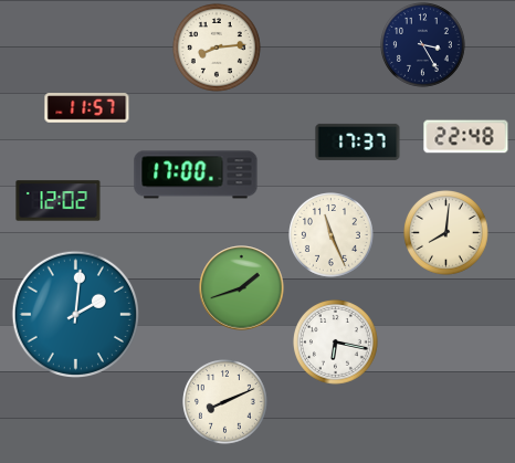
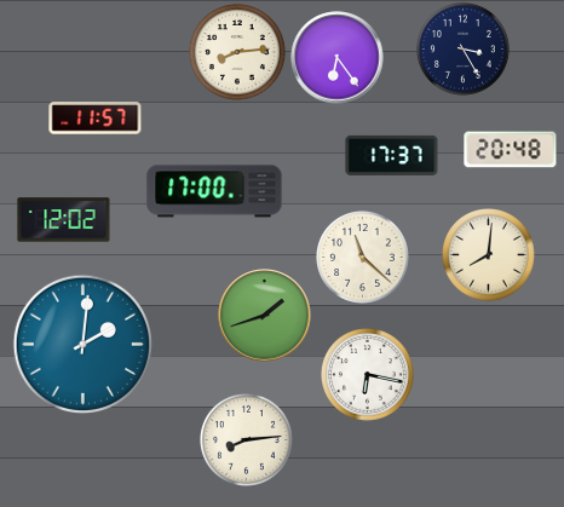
clock at (338, 58): none -> 6:24
clock at (466, 137): 22:48 -> 20:48
clock at (332, 235): 11:26 -> 11:22
clock at (225, 402): 8:11 -> 8:14
